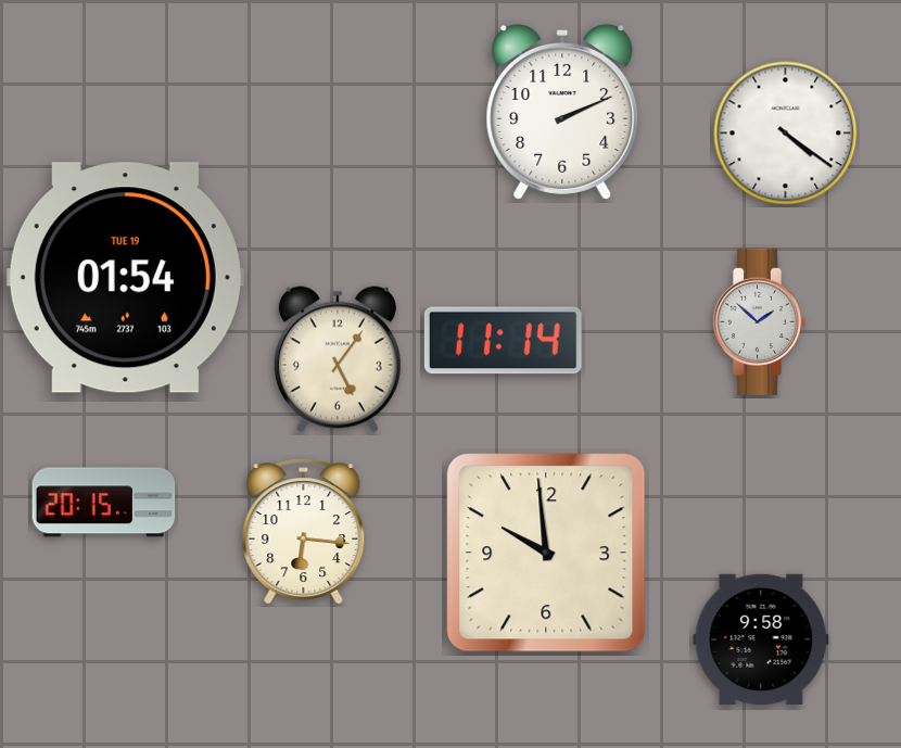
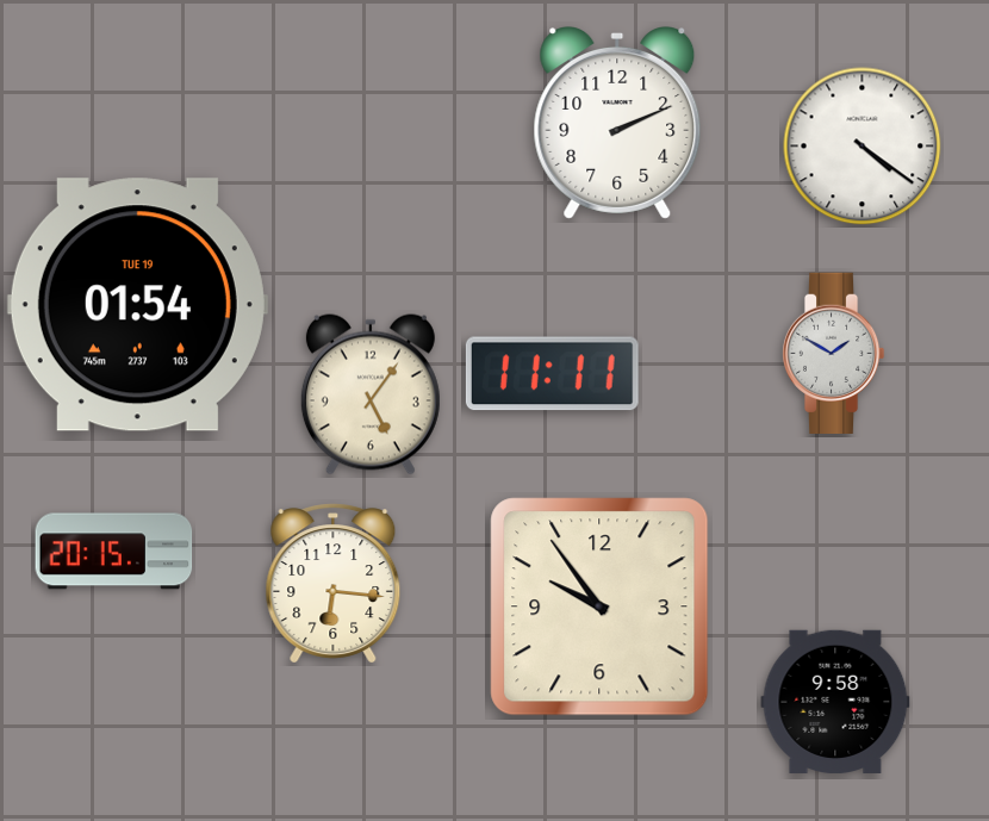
clock at (759, 321): 1:52 -> 1:50
clock at (503, 341): 11:14 -> 11:11
clock at (546, 553): 9:59 -> 9:54
